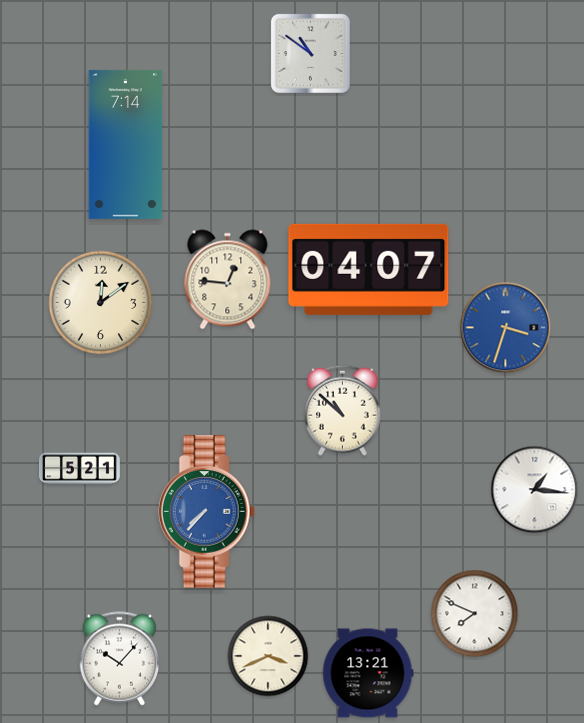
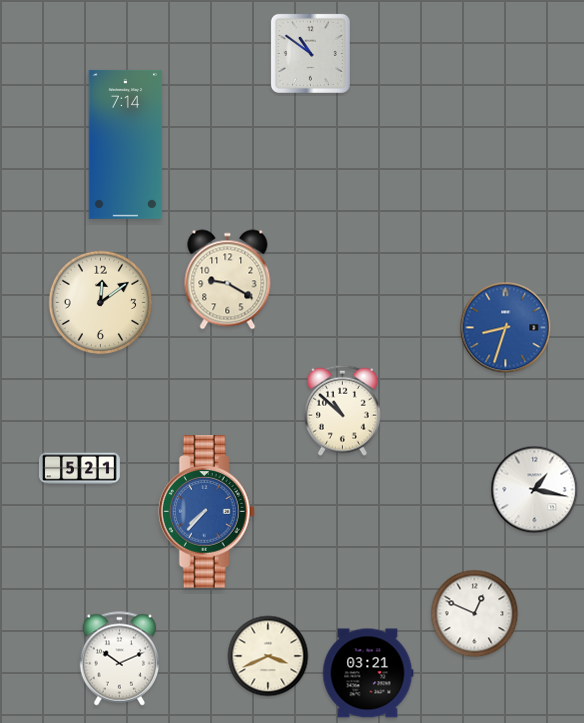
clock at (369, 269): 04:07 -> none
clock at (228, 280): 12:46 -> 9:20
clock at (506, 328): 3:33 -> 8:33
clock at (535, 490): 1:16 -> 1:17
clock at (475, 614): 7:49 -> 12:49
clock at (119, 659): 10:07 -> 10:11
clock at (368, 673): 13:21 -> 03:21
